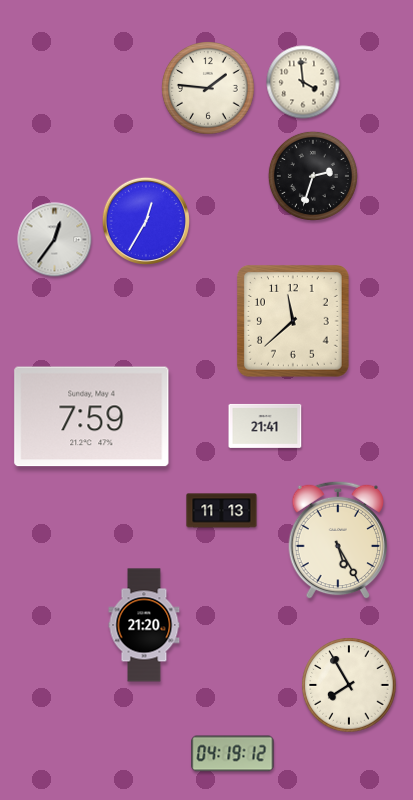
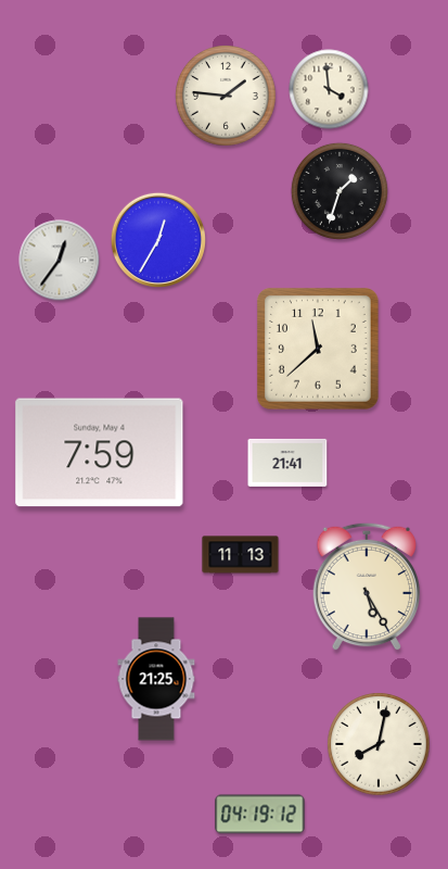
clock at (313, 176): 2:33 -> 1:33
clock at (144, 625): 21:20 -> 21:25
clock at (349, 685): 7:55 -> 8:02
clock at (233, 754) position: (233, 754) -> (260, 815)
